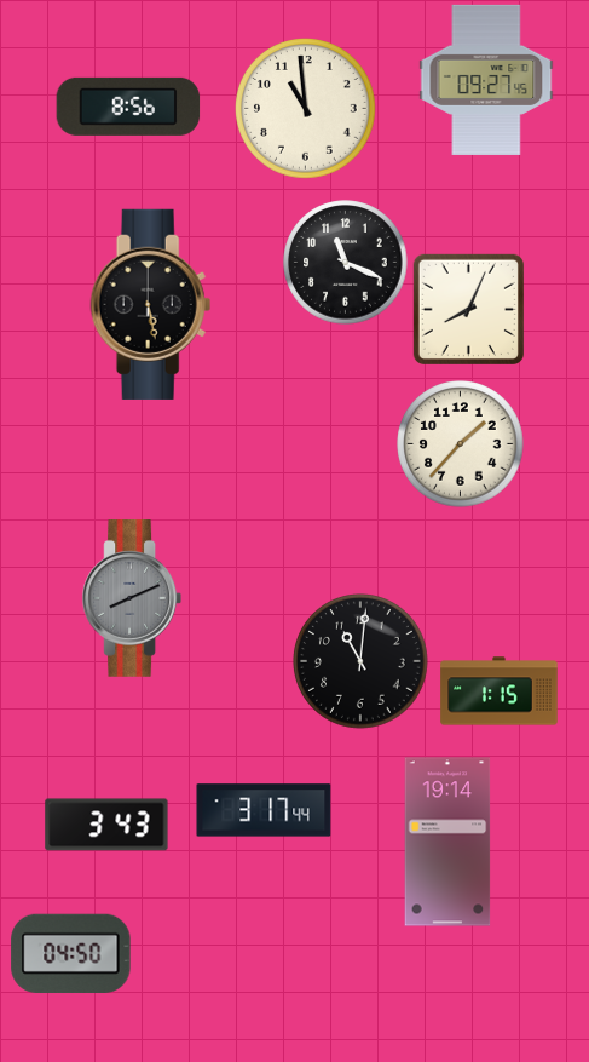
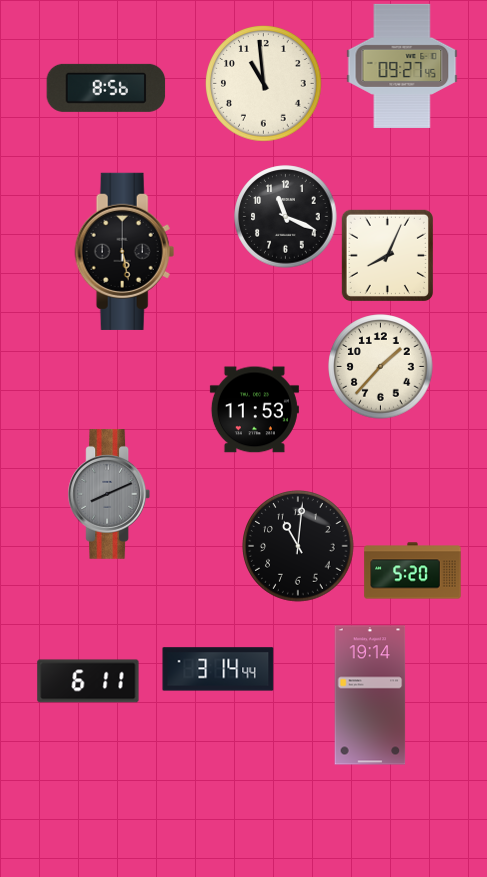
clock at (306, 109) position: (306, 109) -> (264, 84)
clock at (254, 410): none -> 11:53
clock at (500, 691): 1:15 -> 5:20
clock at (264, 810): 3:17 -> 3:14
clock at (106, 825): 3:43 -> 6:11
clock at (71, 953): 04:50 -> none
